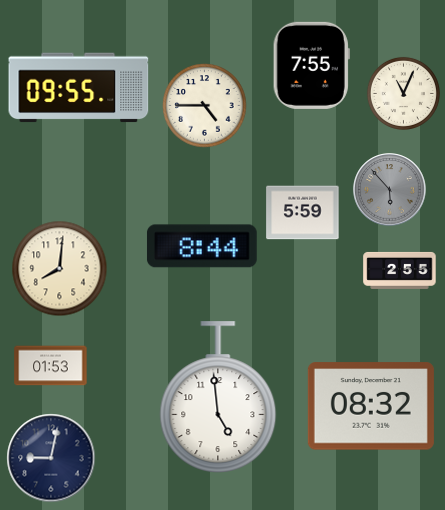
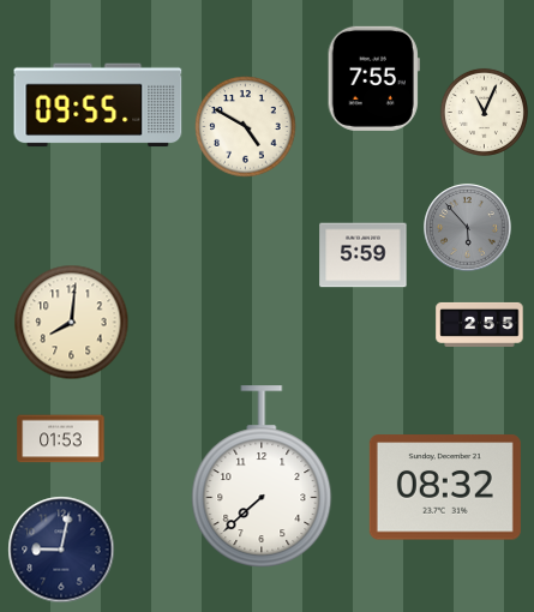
clock at (79, 88) position: (79, 88) -> (98, 106)
clock at (205, 106): 4:45 -> 4:50
clock at (202, 246): 8:44 -> none
clock at (218, 397): 4:59 -> 7:38
